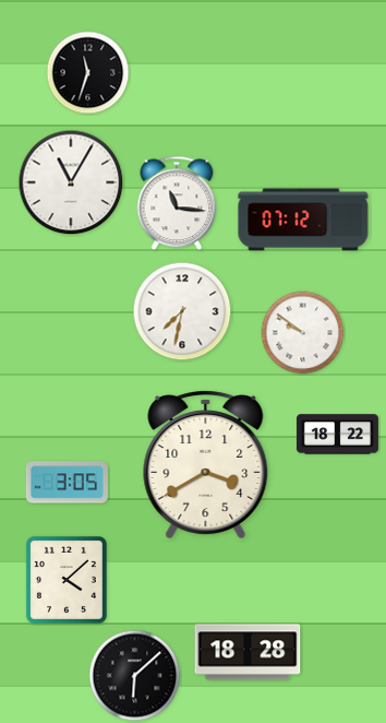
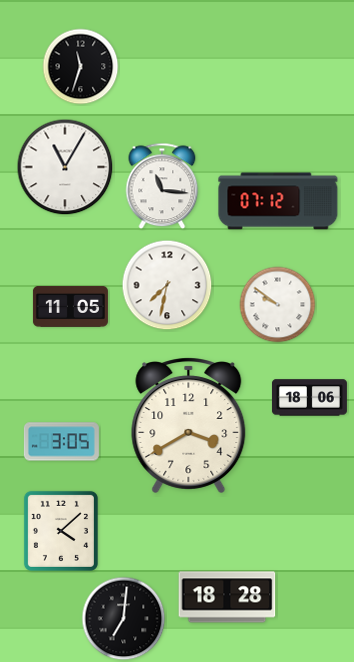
clock at (70, 306): none -> 11:05
clock at (337, 435): 18:22 -> 18:06
clock at (135, 676): 6:08 -> 7:01
